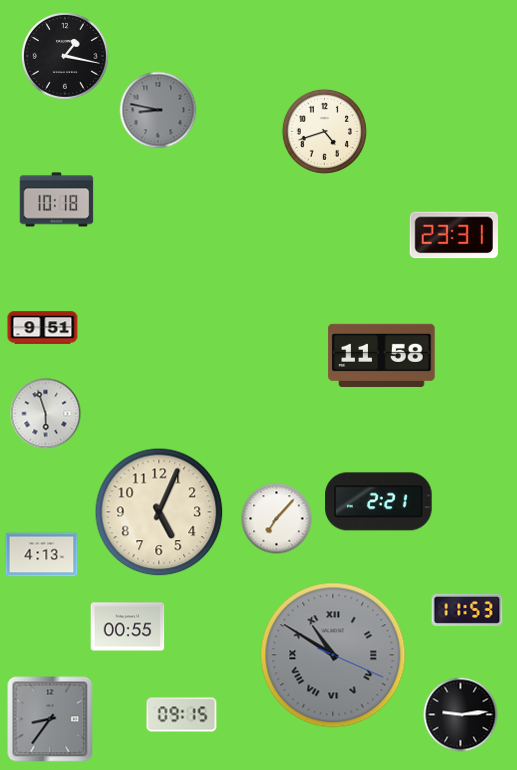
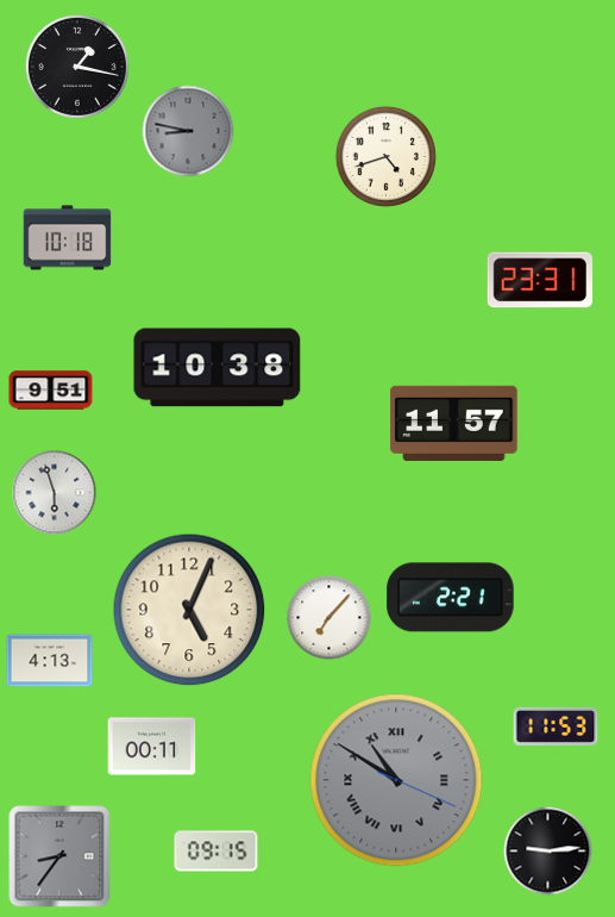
clock at (218, 368): none -> 10:38
clock at (382, 355): 11:58 -> 11:57
clock at (128, 627): 00:55 -> 00:11
